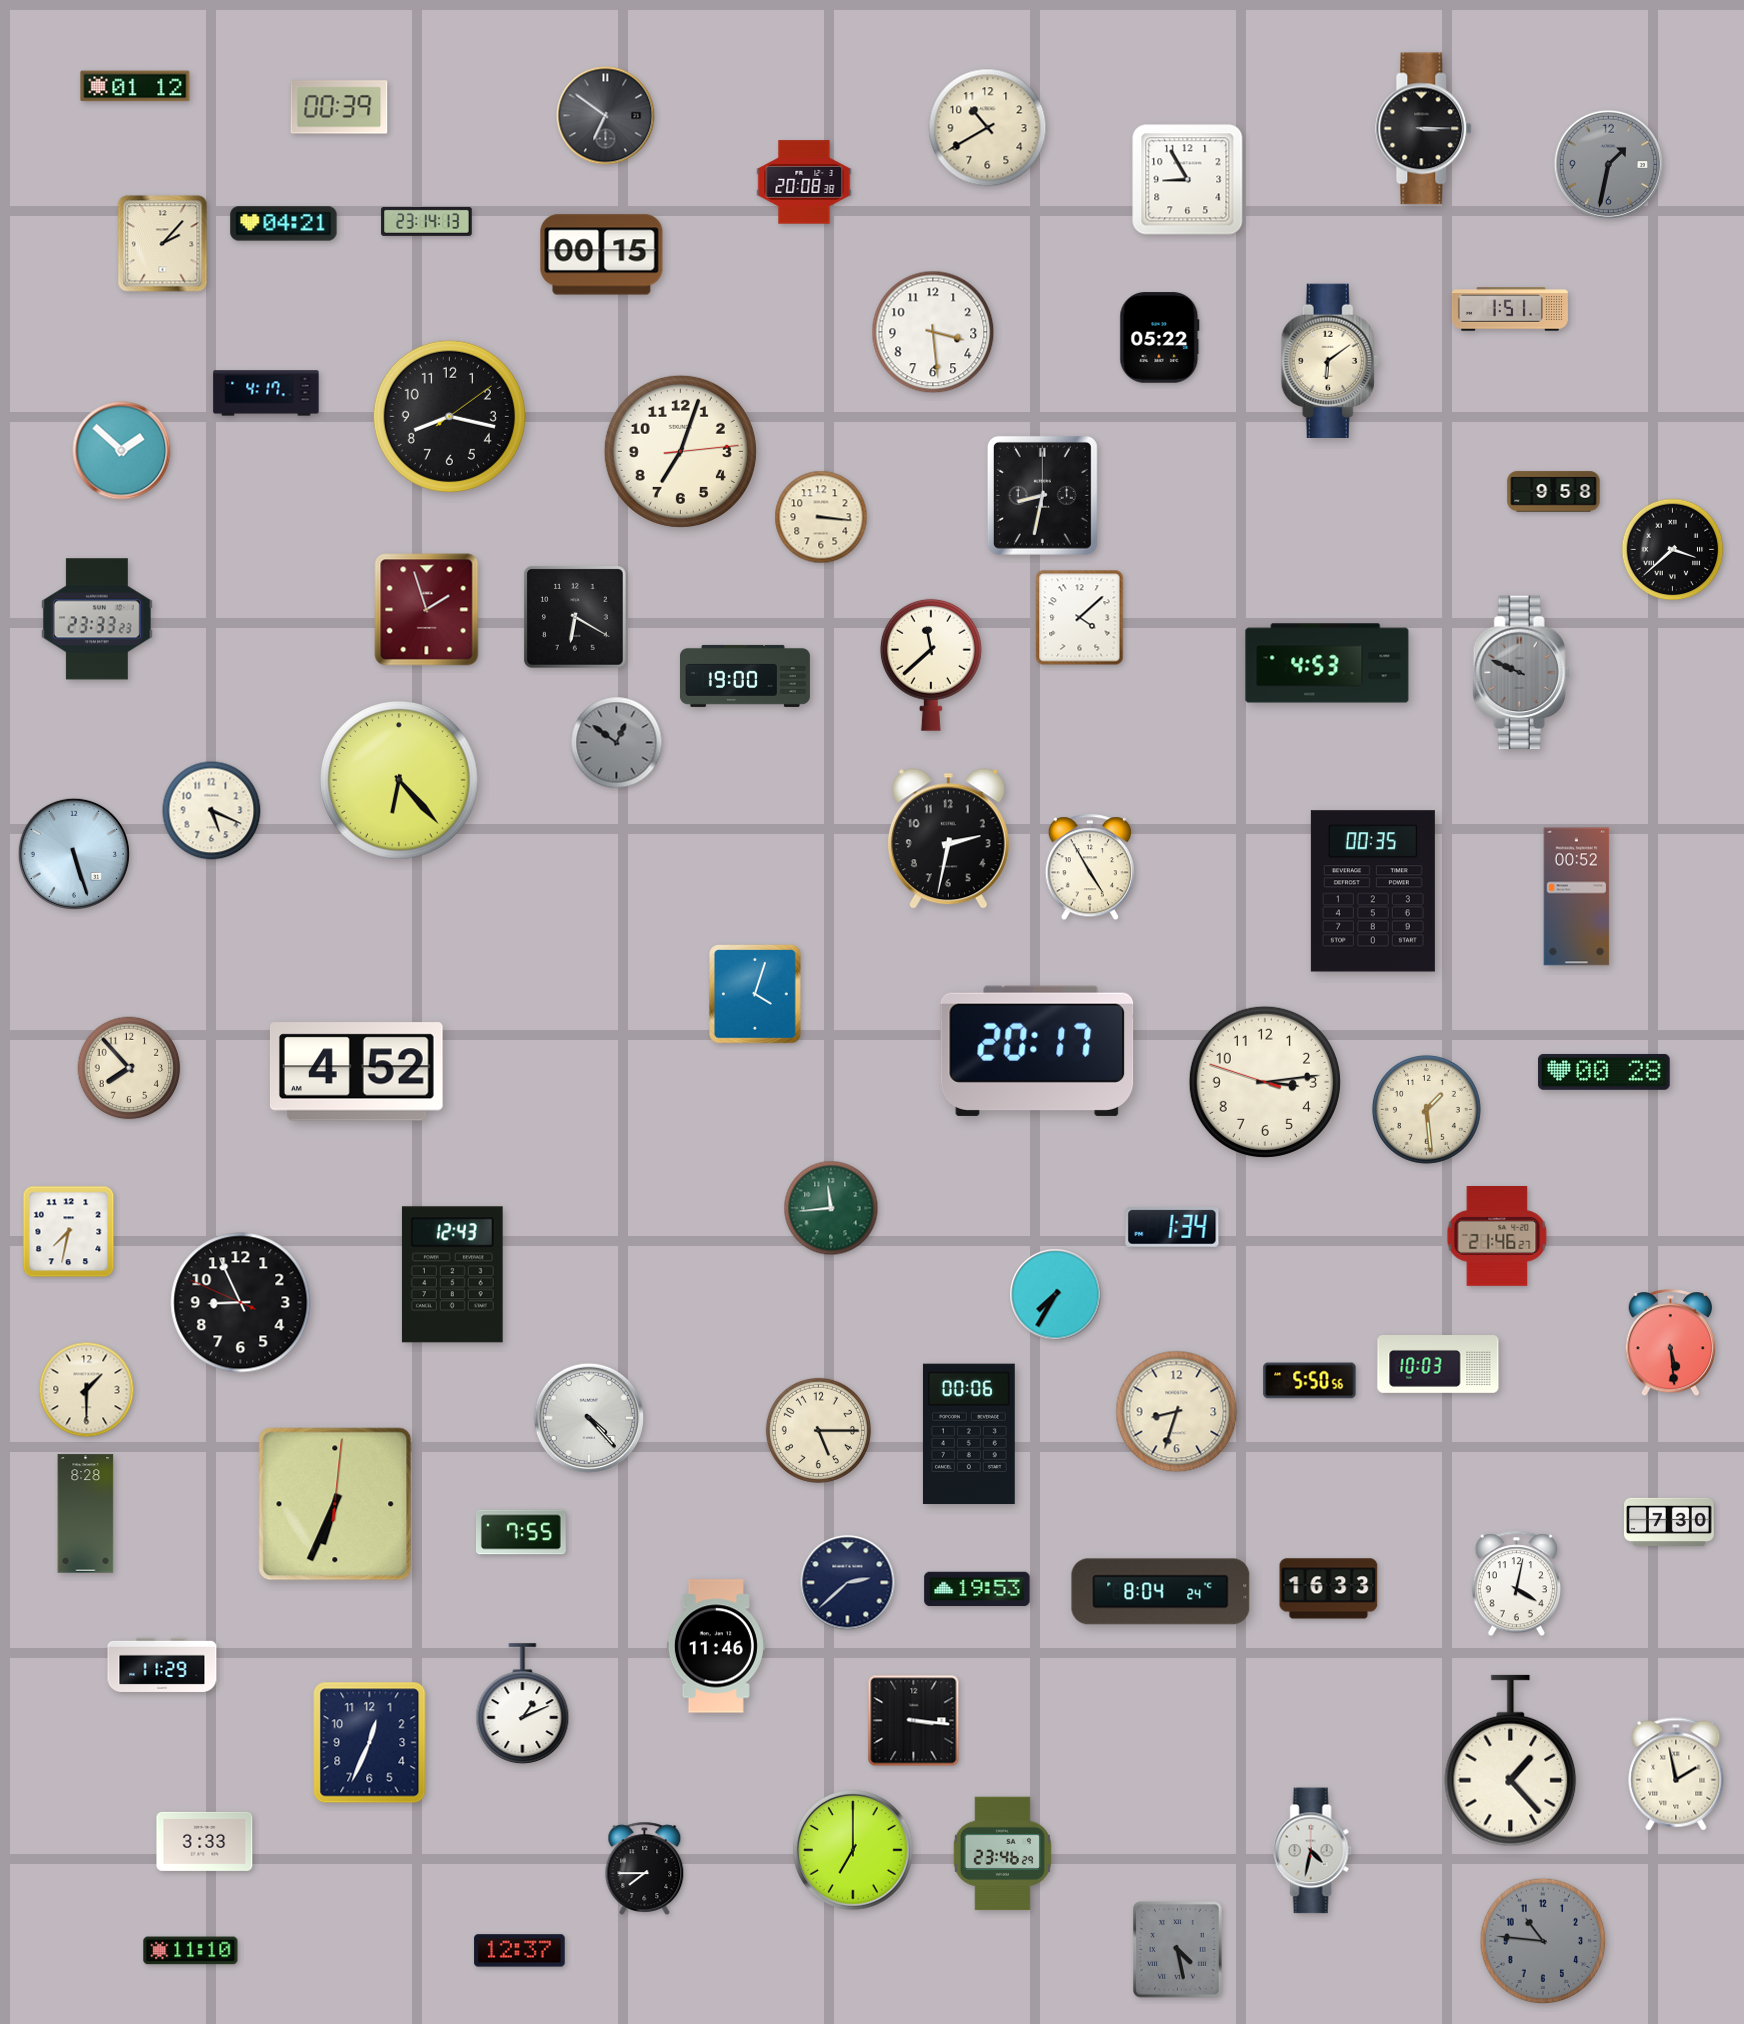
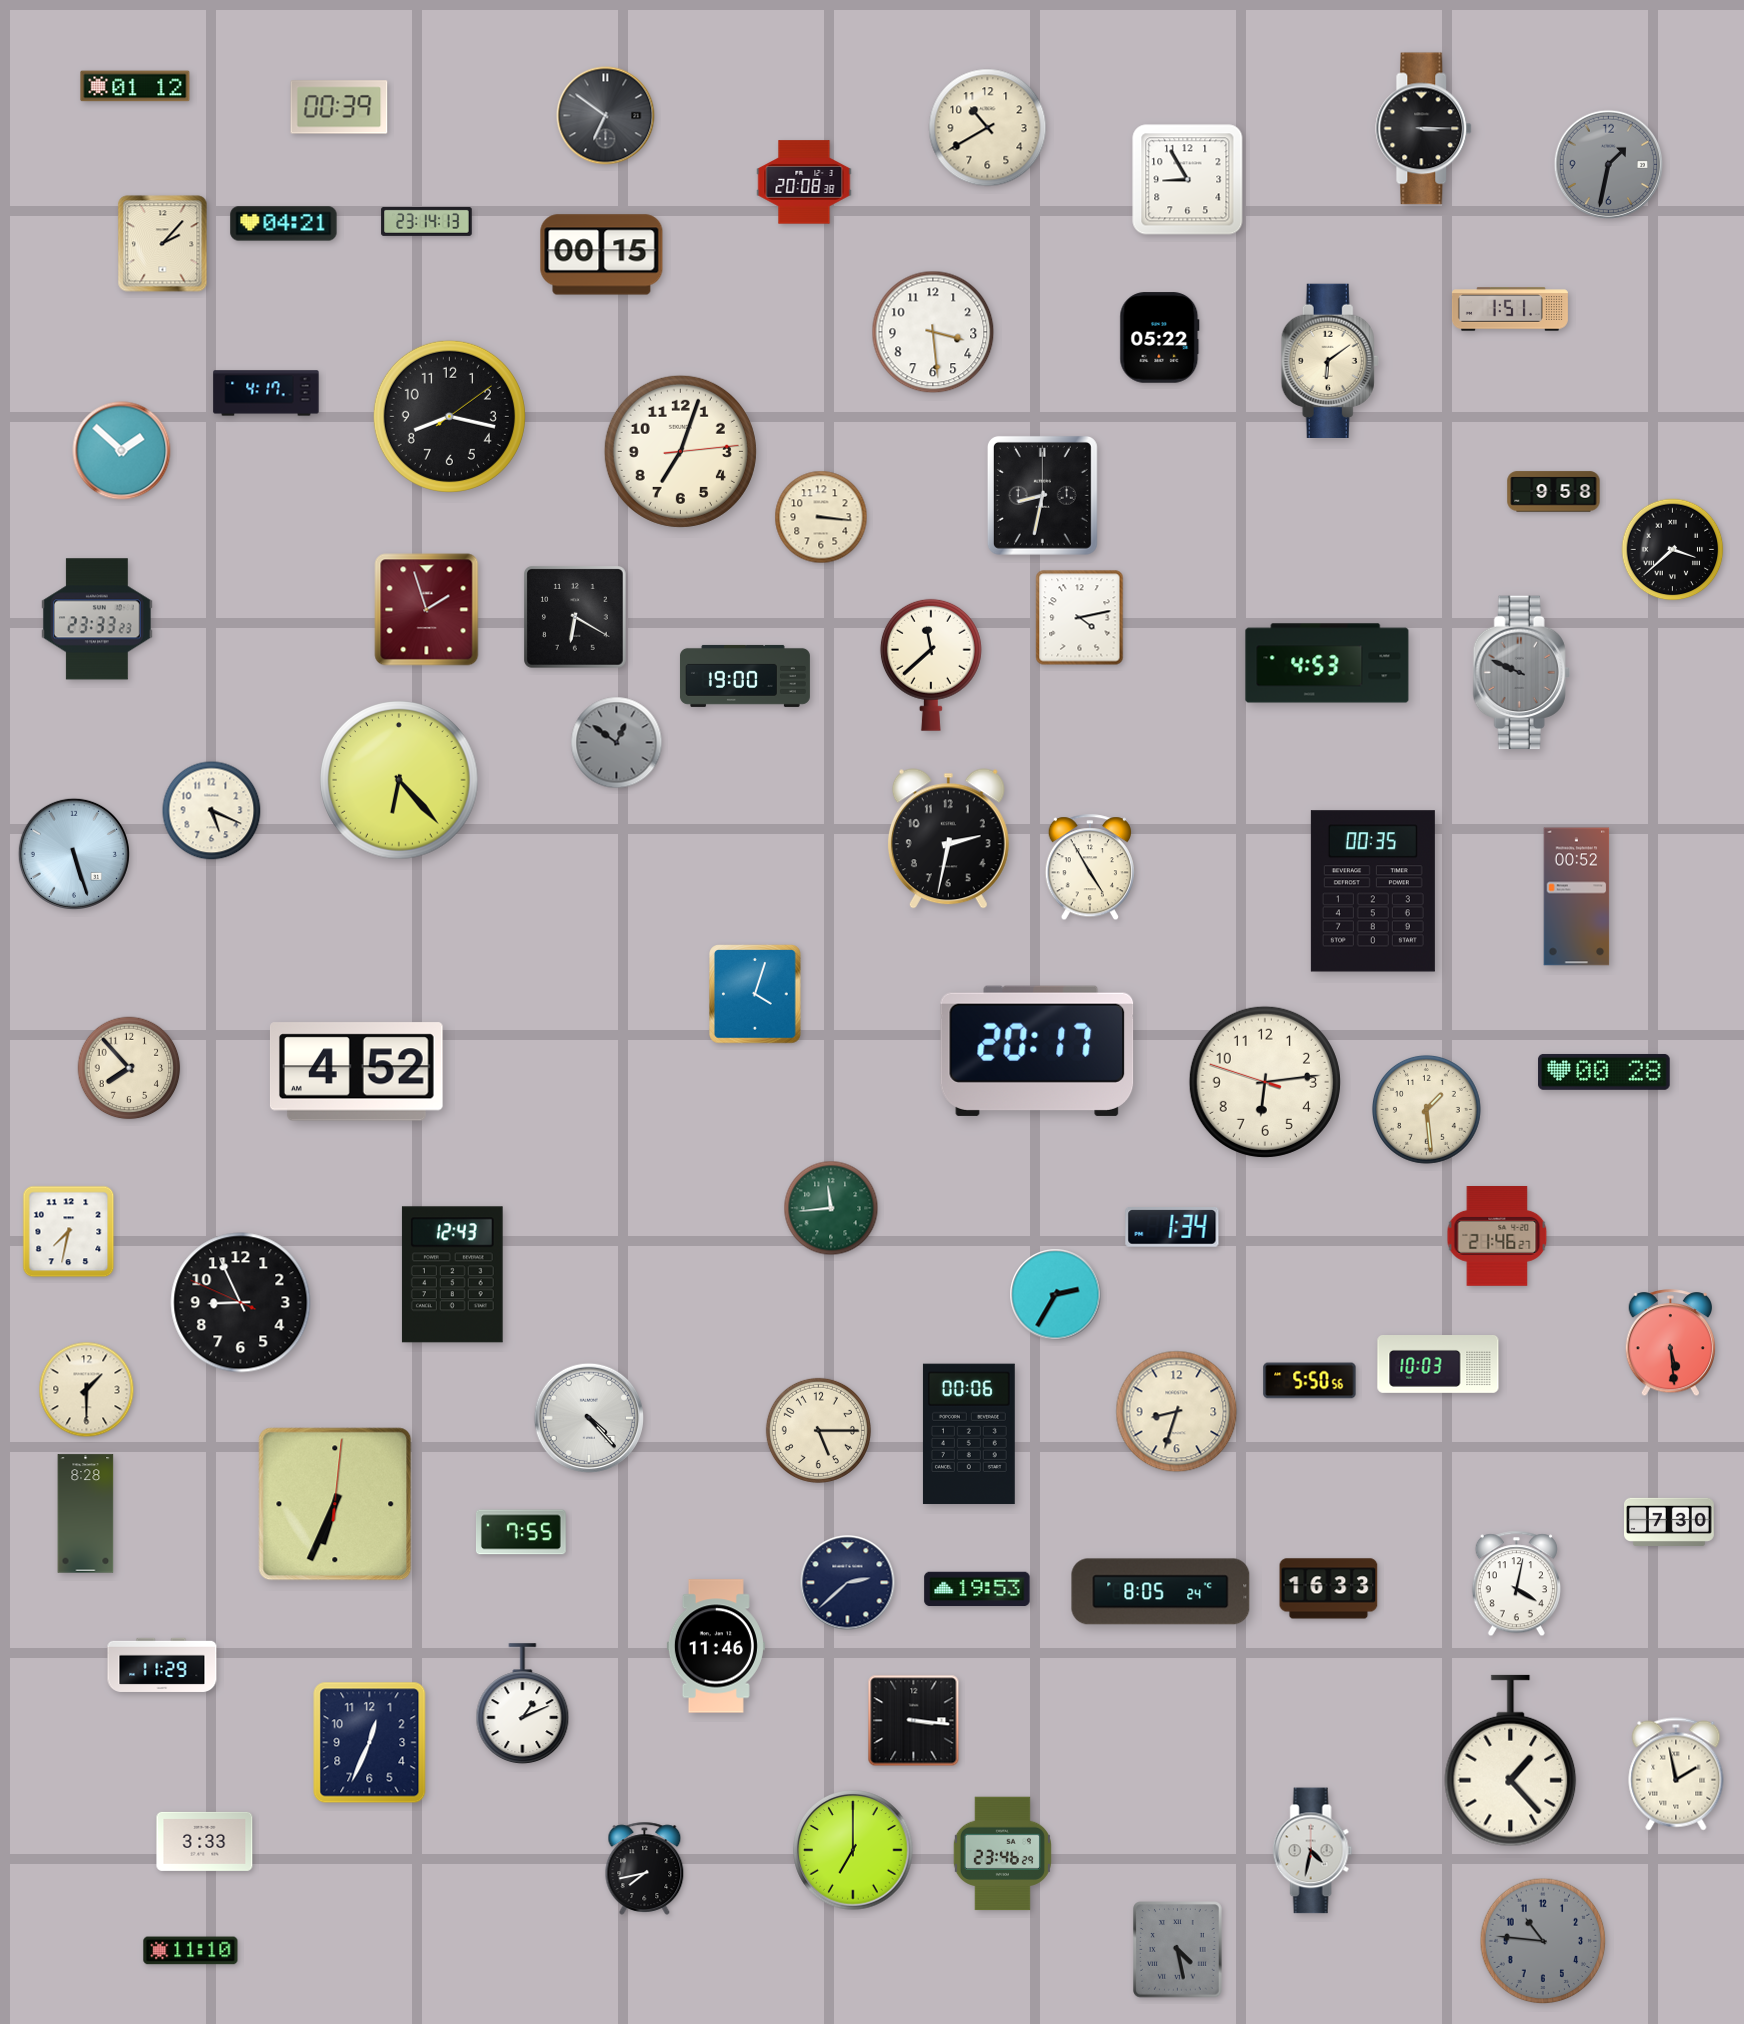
clock at (1080, 618): 4:08 -> 4:13
clock at (1265, 1082): 3:13 -> 6:13
clock at (1056, 1295): 7:35 -> 2:35
clock at (1161, 1592): 8:04 -> 8:05
clock at (645, 1868): 7:45 -> 7:43
clock at (520, 1951): 12:37 -> none
